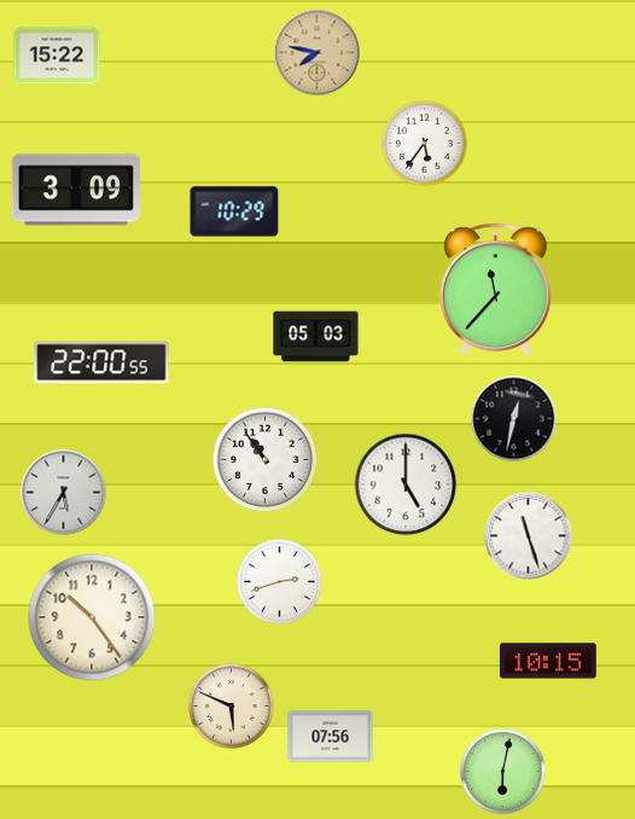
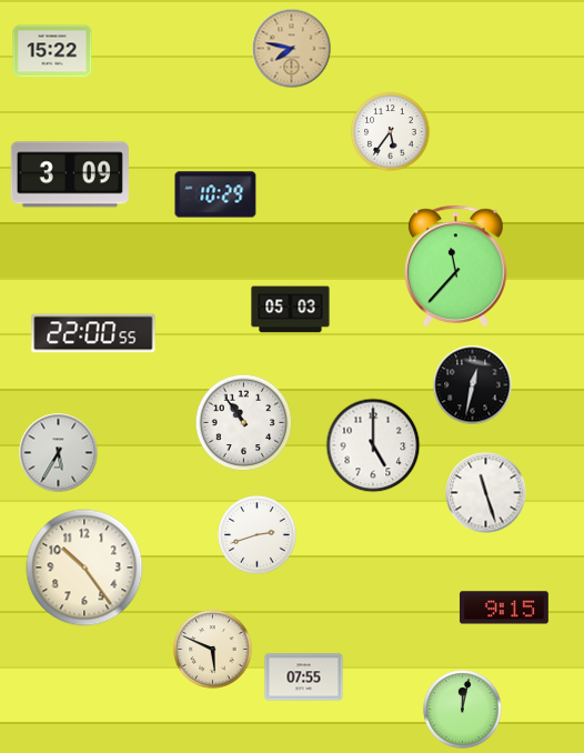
clock at (548, 661): 10:15 -> 9:15
clock at (331, 737): 07:56 -> 07:55
clock at (503, 772): 6:02 -> 12:02
